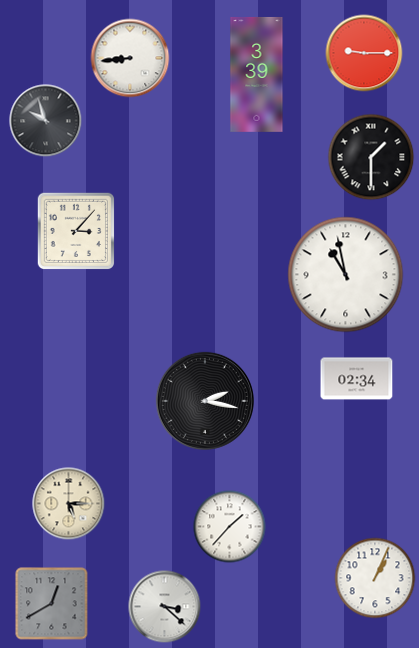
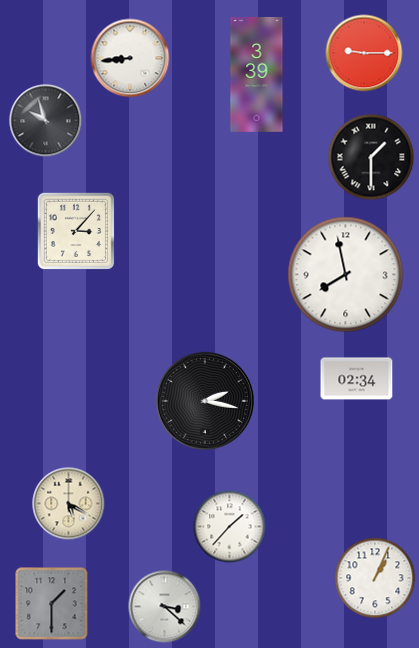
clock at (346, 275): 10:58 -> 7:58
clock at (69, 504): 5:15 -> 5:20
clock at (52, 604): 12:40 -> 1:30
